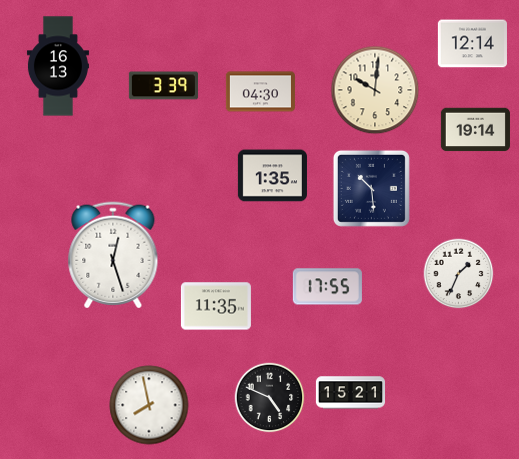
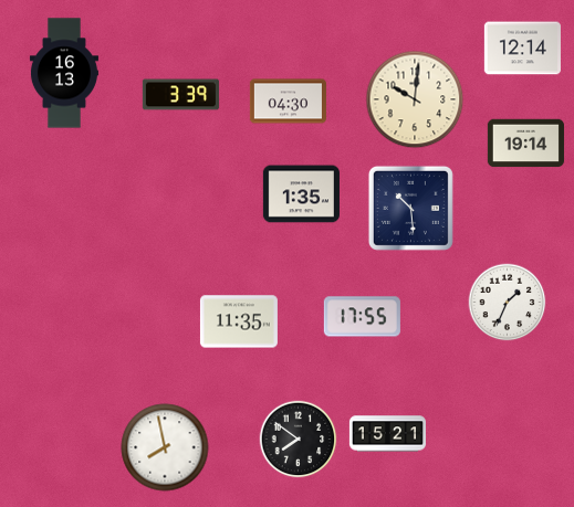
clock at (113, 255): 12:27 -> none
clock at (216, 306) position: (216, 306) -> (239, 321)
clock at (270, 398): 4:49 -> 7:51
